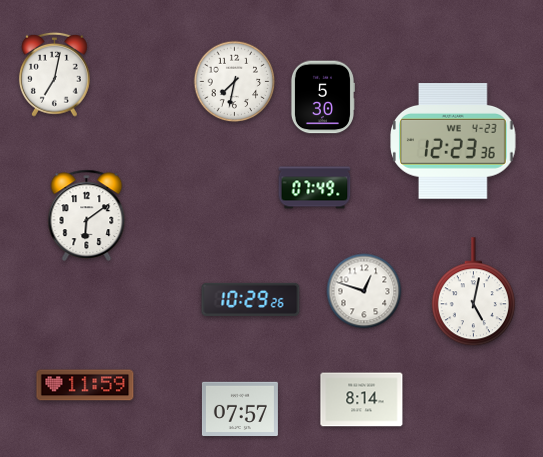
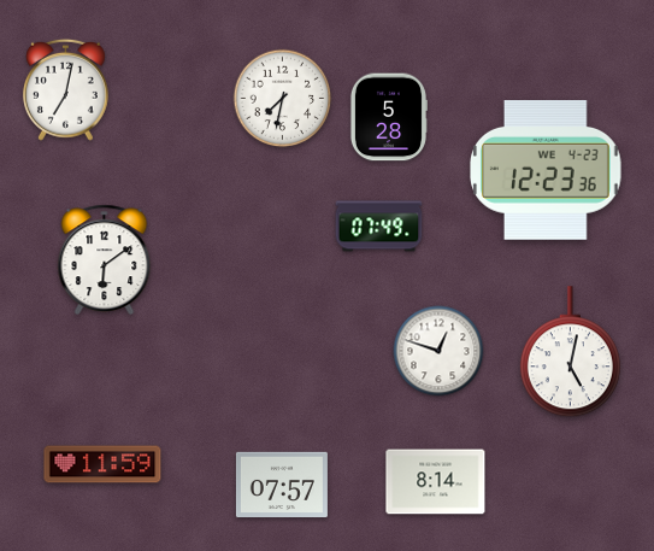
clock at (322, 97): 5:30 -> 5:28
clock at (251, 299): 10:29 -> none
clock at (240, 409) position: (240, 409) -> (282, 485)
